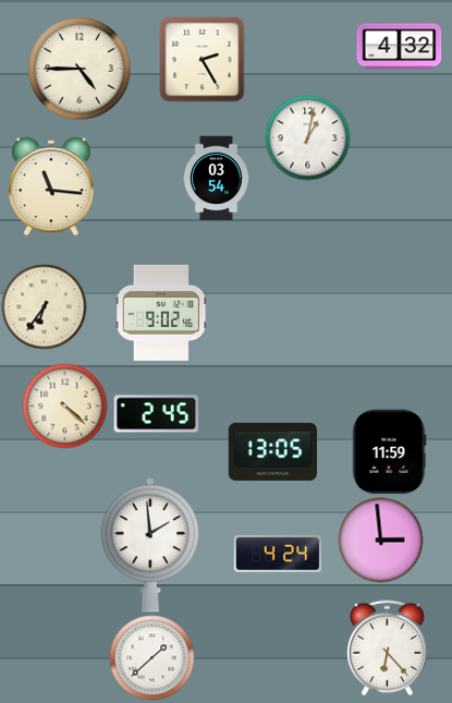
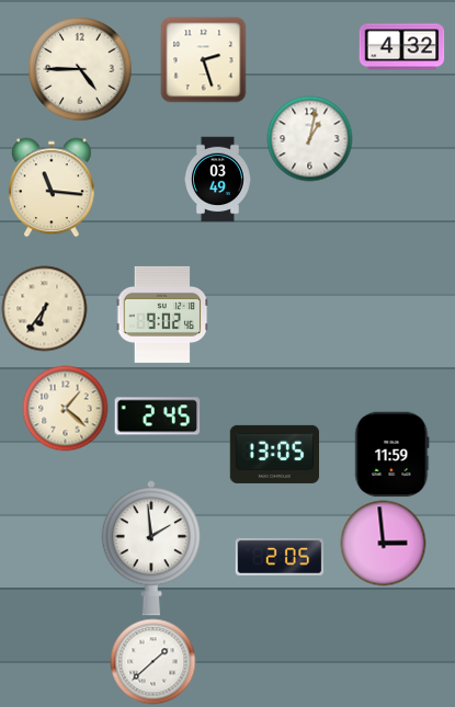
clock at (201, 59): 2:25 -> 2:27
clock at (216, 178): 03:54 -> 03:49
clock at (64, 405): 4:22 -> 1:22
clock at (278, 554): 4:24 -> 2:05
clock at (387, 647): 6:23 -> none
